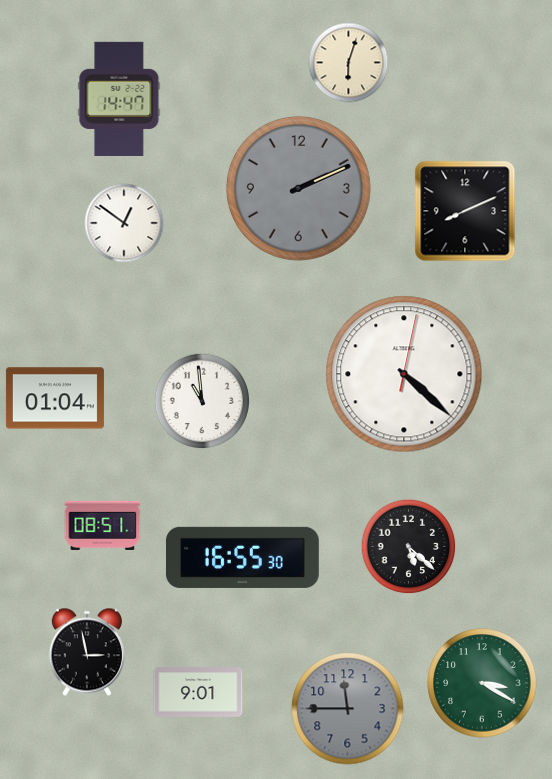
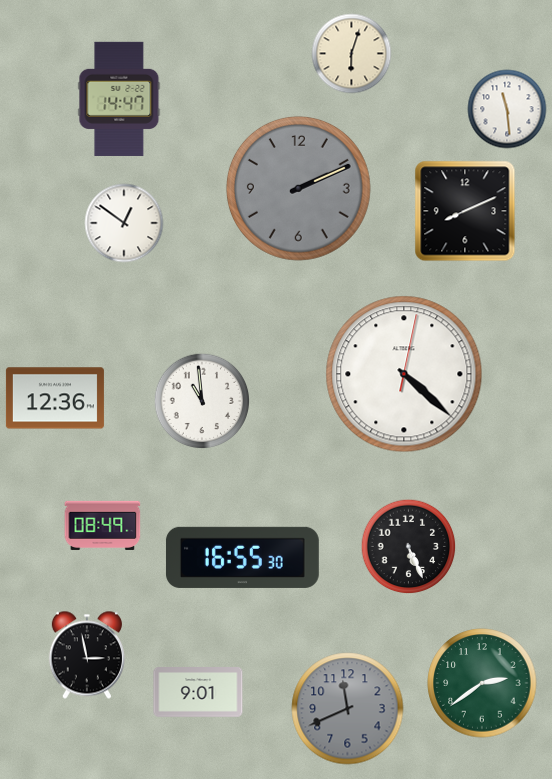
clock at (349, 63) position: (349, 63) -> (352, 54)
clock at (507, 109): none -> 11:29
clock at (55, 398): 01:04 -> 12:36
clock at (103, 525): 08:51 -> 08:49
clock at (409, 547): 5:22 -> 5:26
clock at (87, 652) position: (87, 652) -> (87, 655)
clock at (482, 683): 3:20 -> 2:39
clock at (348, 709): 11:45 -> 11:41
